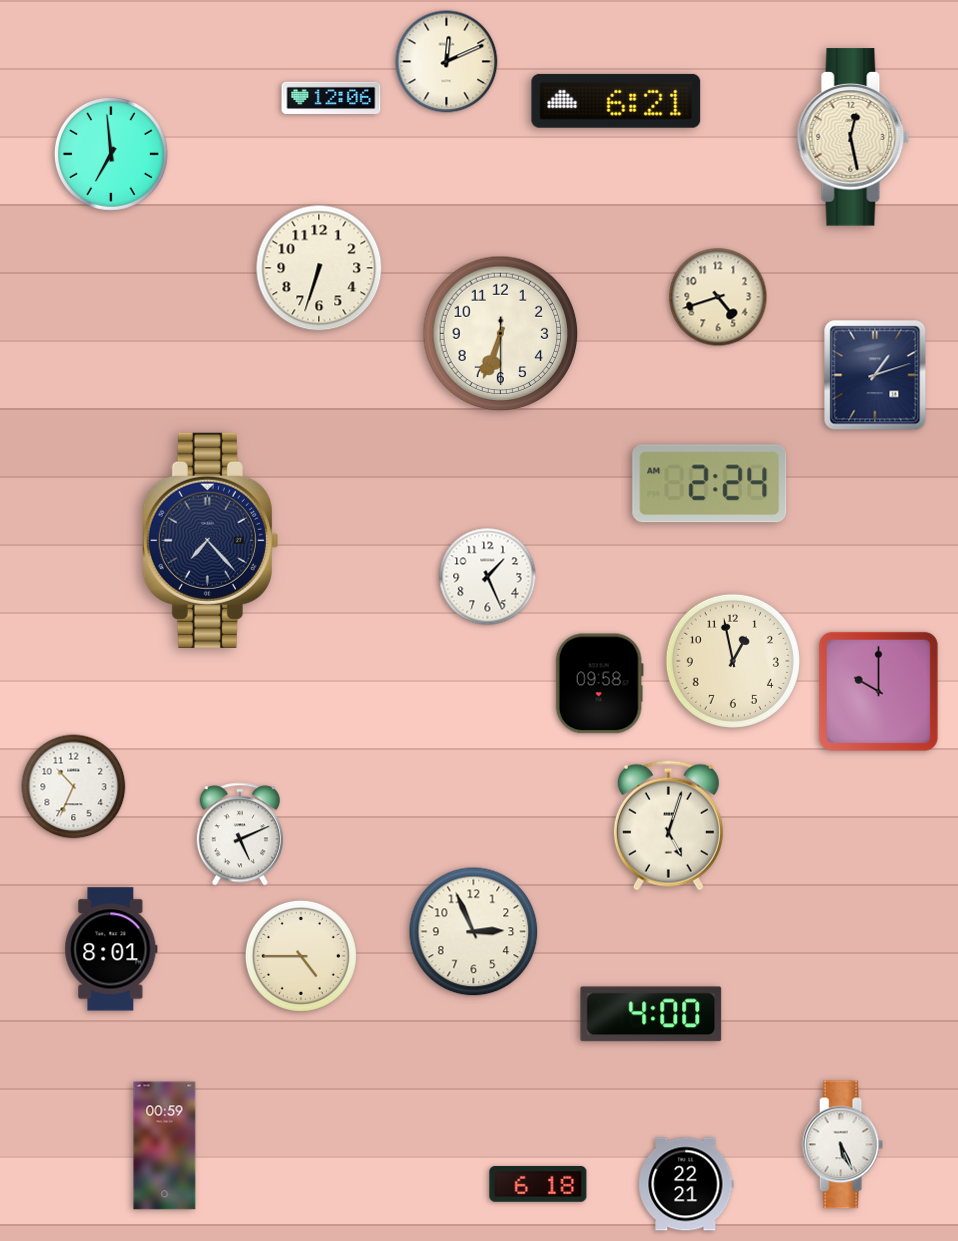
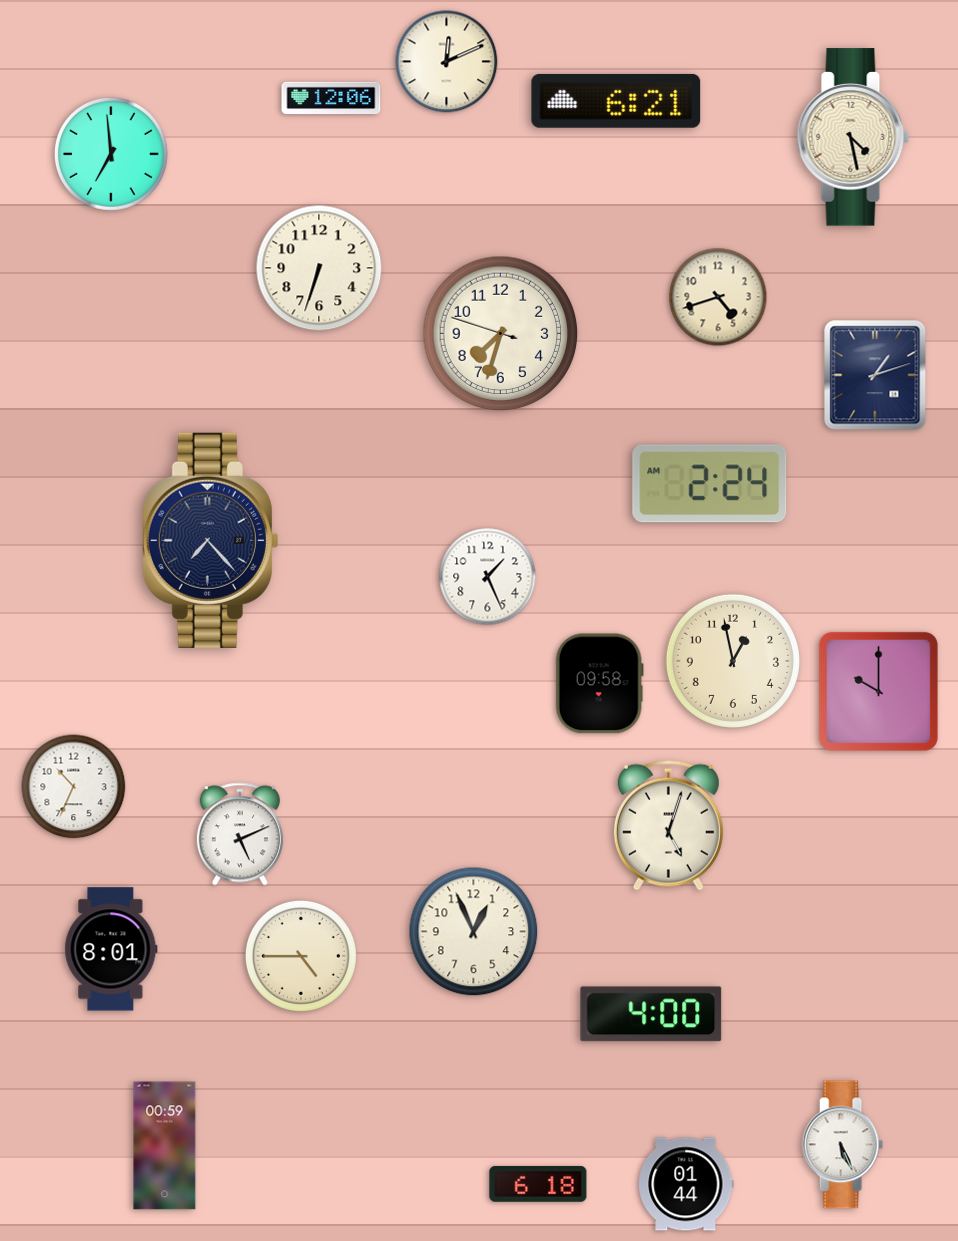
clock at (853, 137): 12:28 -> 4:28
clock at (501, 334): 6:33 -> 7:32
clock at (474, 932): 2:56 -> 12:56
clock at (686, 1184): 22:21 -> 01:44
